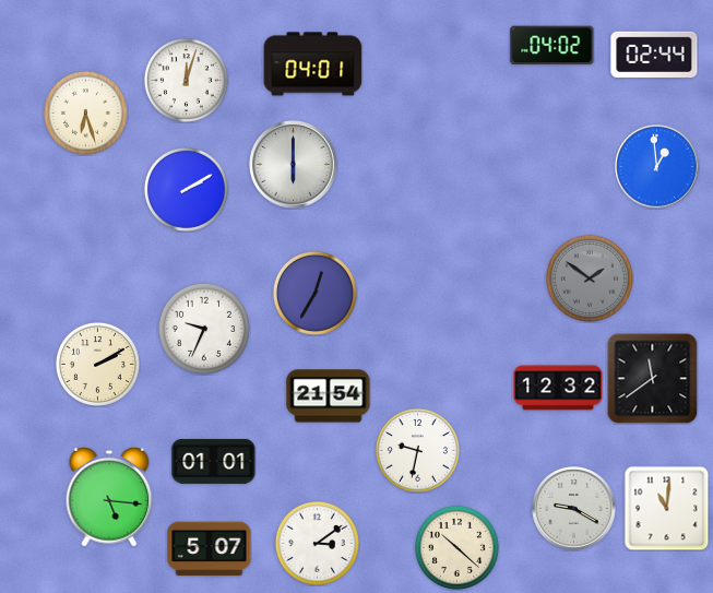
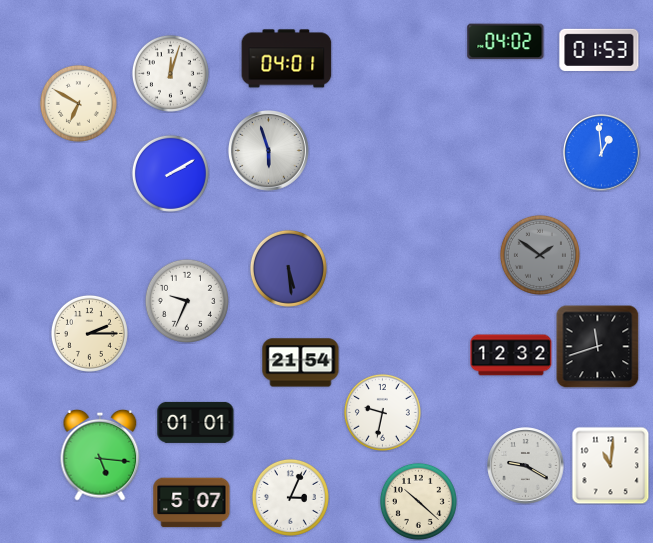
clock at (654, 55): 02:44 -> 01:53
clock at (85, 112): 6:27 -> 6:50
clock at (294, 165): 6:00 -> 5:57
clock at (314, 293): 12:35 -> 5:29
clock at (97, 364): 2:10 -> 2:15
clock at (652, 378): 11:39 -> 11:42
clock at (317, 543): 3:09 -> 3:04
